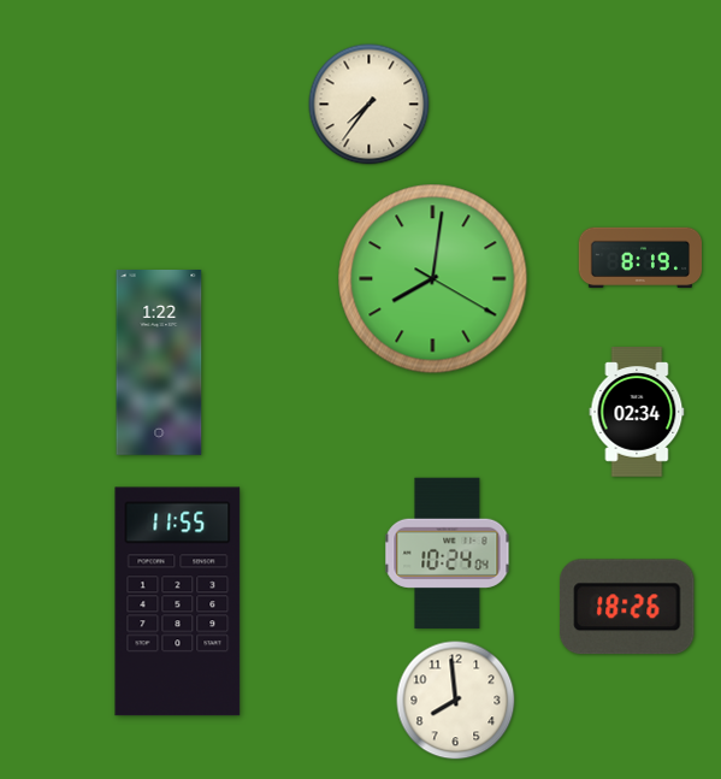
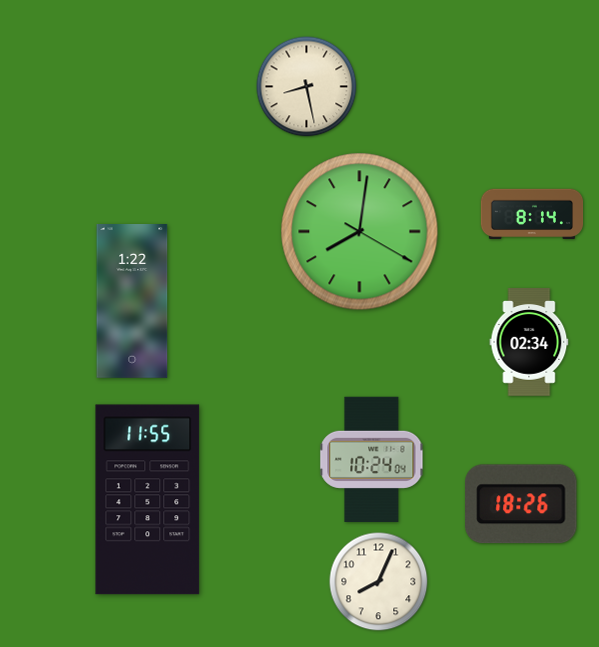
clock at (370, 105): 7:36 -> 8:28
clock at (640, 258): 8:19 -> 8:14
clock at (456, 701): 7:59 -> 8:04
